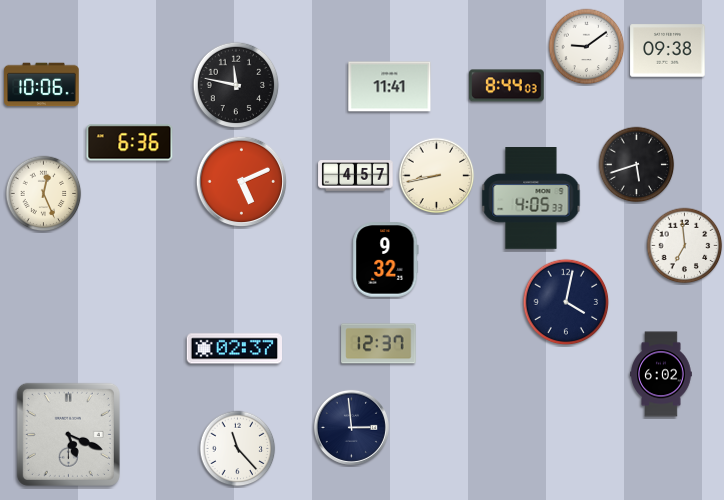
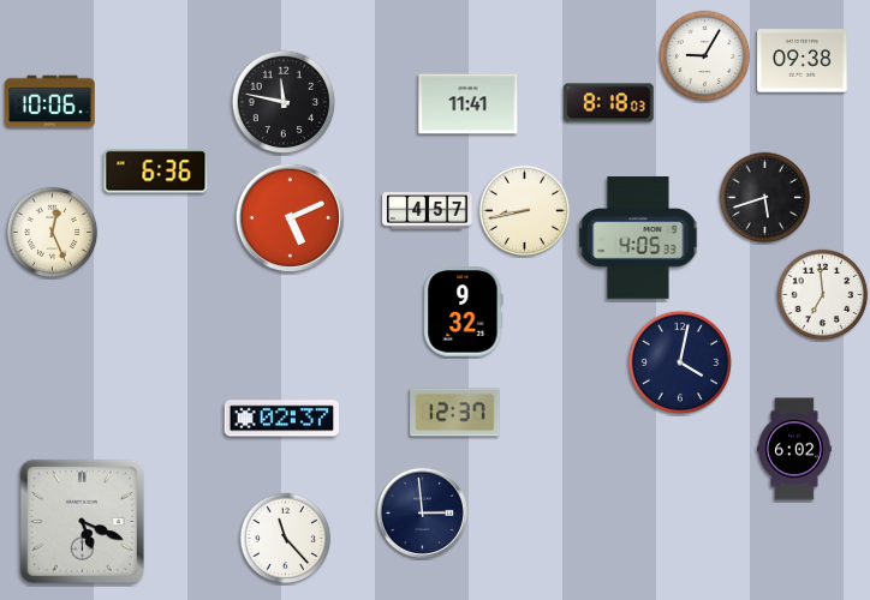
clock at (587, 47): 9:09 -> 9:05
clock at (507, 86): 8:44 -> 8:18
